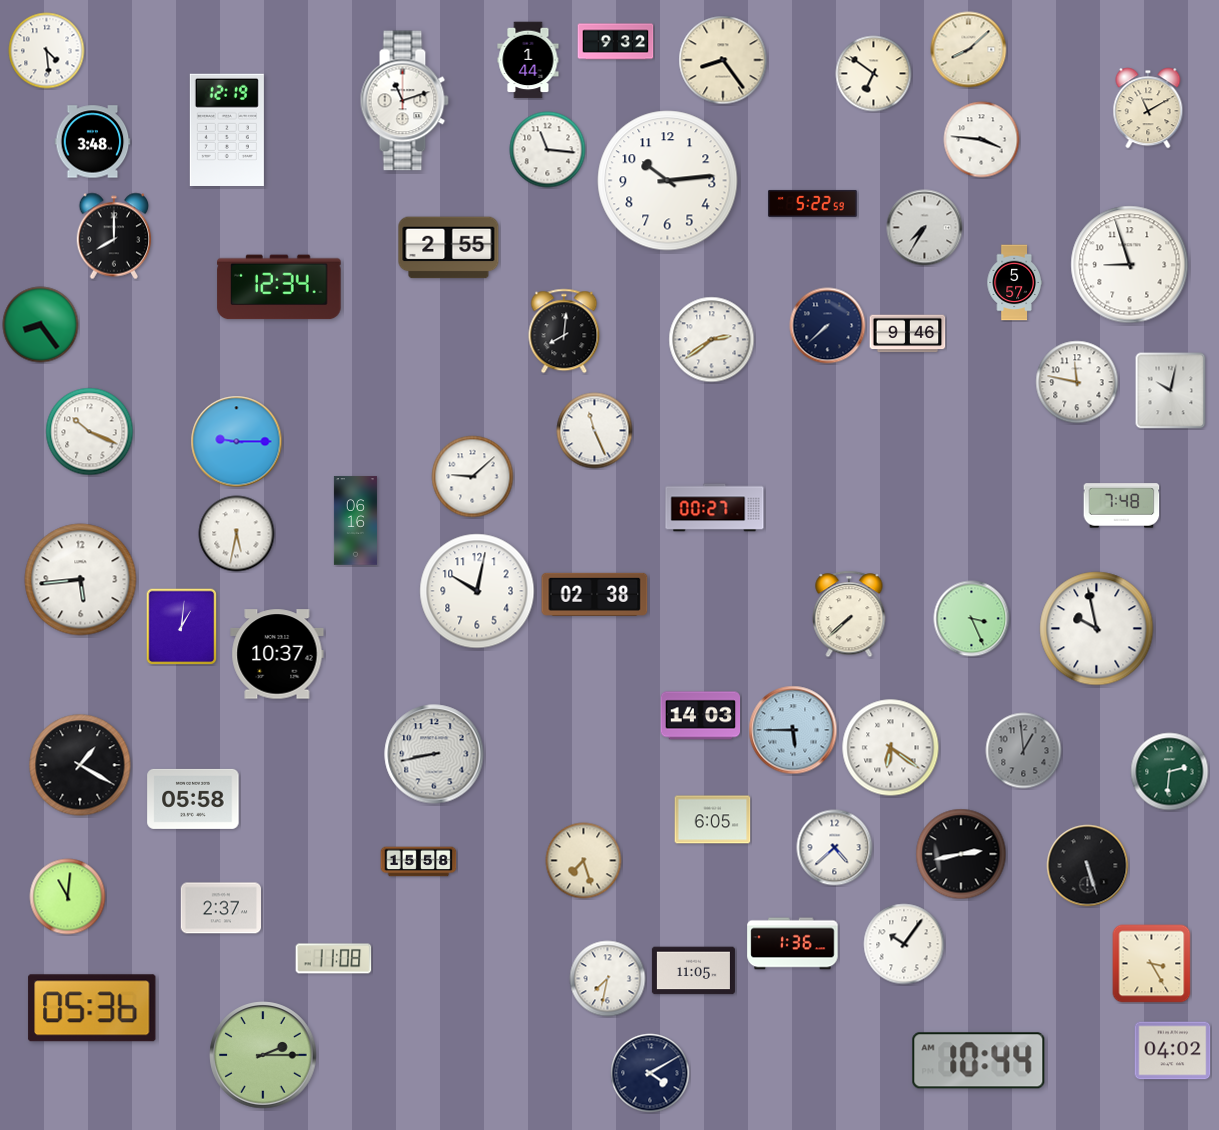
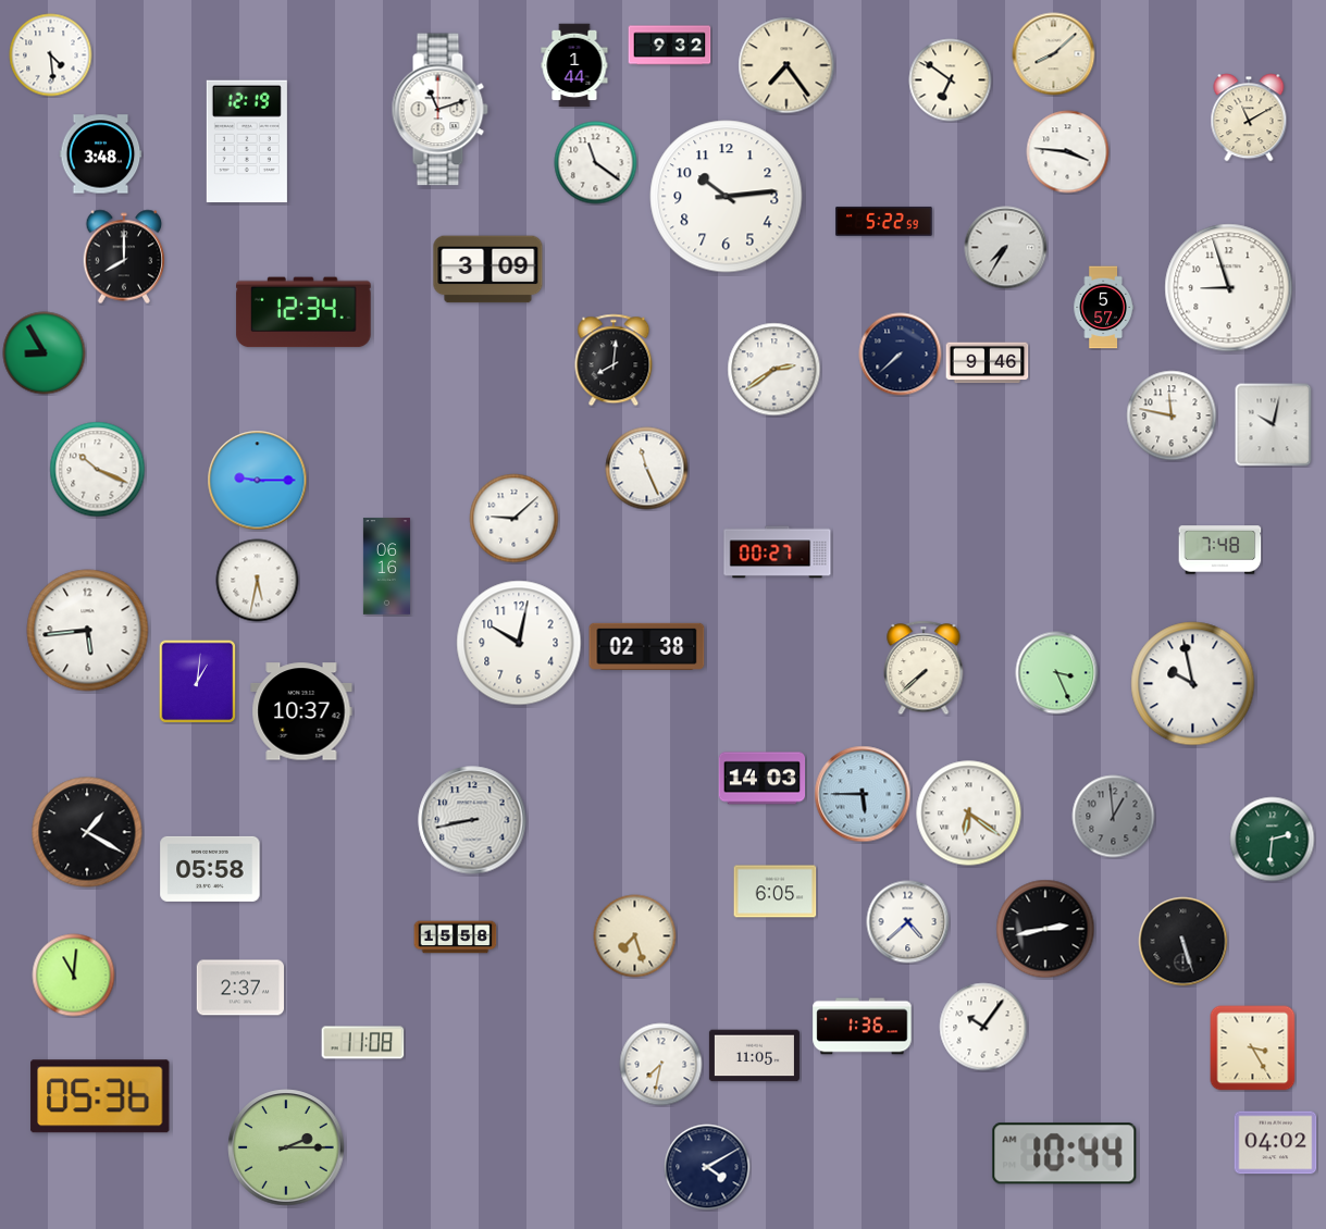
clock at (723, 60): 8:24 -> 7:24
clock at (548, 150): 11:16 -> 11:21
clock at (449, 248): 2:55 -> 3:09
clock at (41, 325): 8:24 -> 8:55
